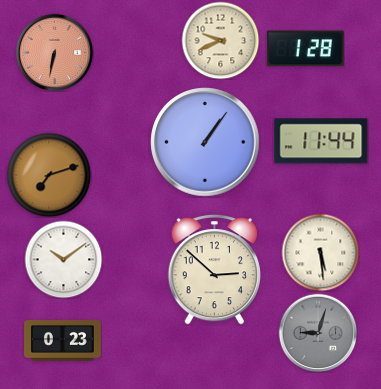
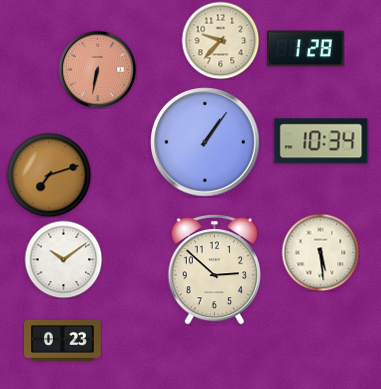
clock at (220, 40): 9:41 -> 9:37
clock at (54, 52) position: (54, 52) -> (97, 69)
clock at (321, 141): 11:44 -> 10:34
clock at (318, 333): 9:03 -> none
